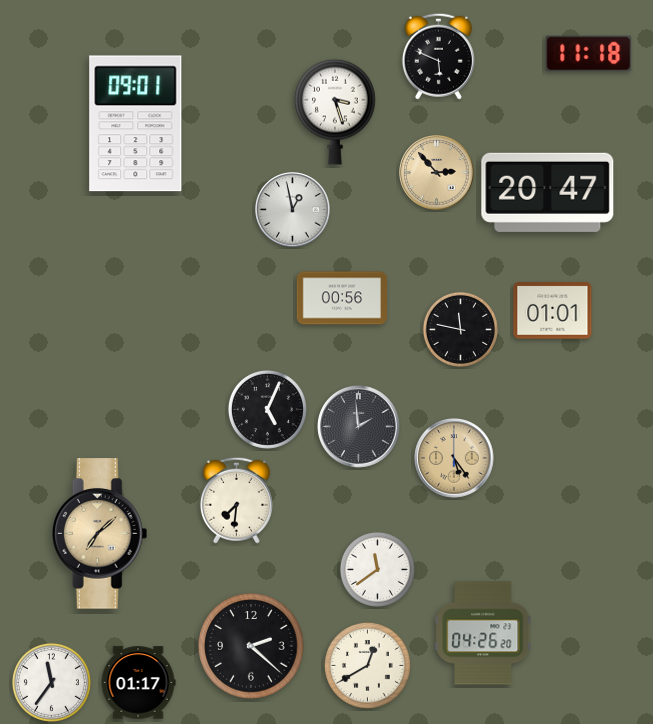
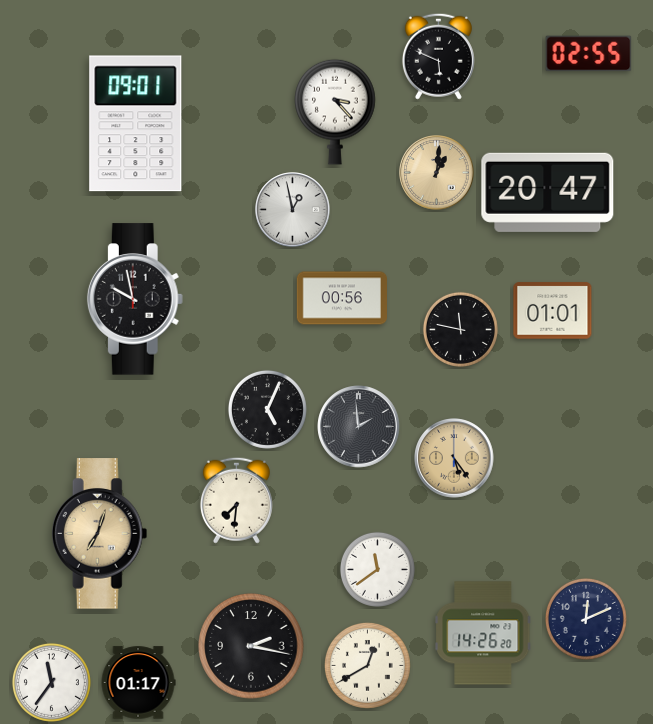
clock at (589, 54): 11:18 -> 02:55
clock at (335, 112): 3:27 -> 3:23
clock at (437, 173): 2:53 -> 1:01
clock at (135, 299): none -> 9:58
clock at (100, 534): 7:08 -> 7:03
clock at (586, 619): none -> 12:11
clock at (484, 633): 04:26 -> 14:26
clock at (251, 646): 2:22 -> 2:17
